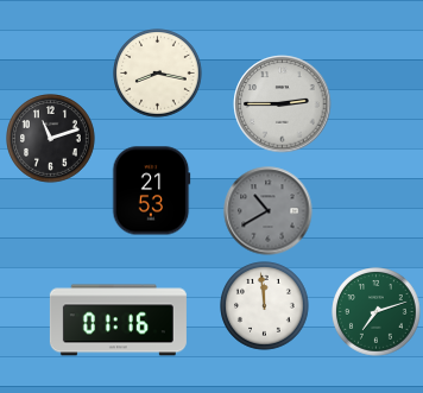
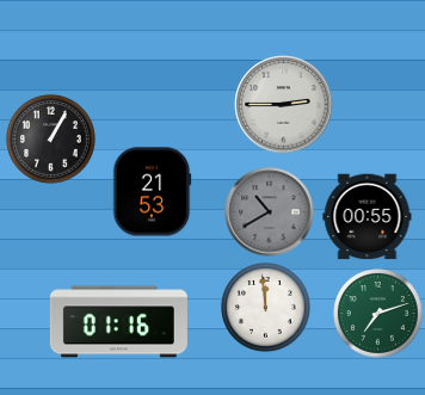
clock at (158, 74): 8:17 -> none
clock at (51, 139): 11:12 -> 1:05
clock at (368, 217): none -> 00:55
